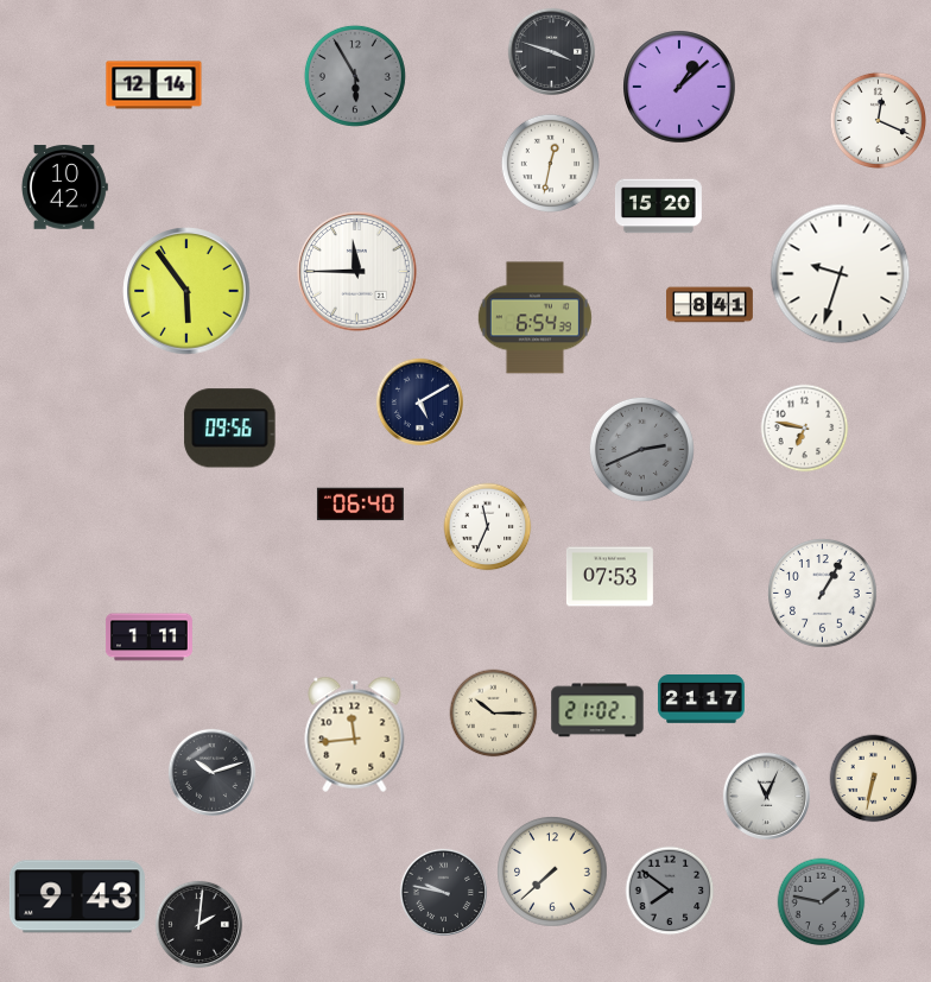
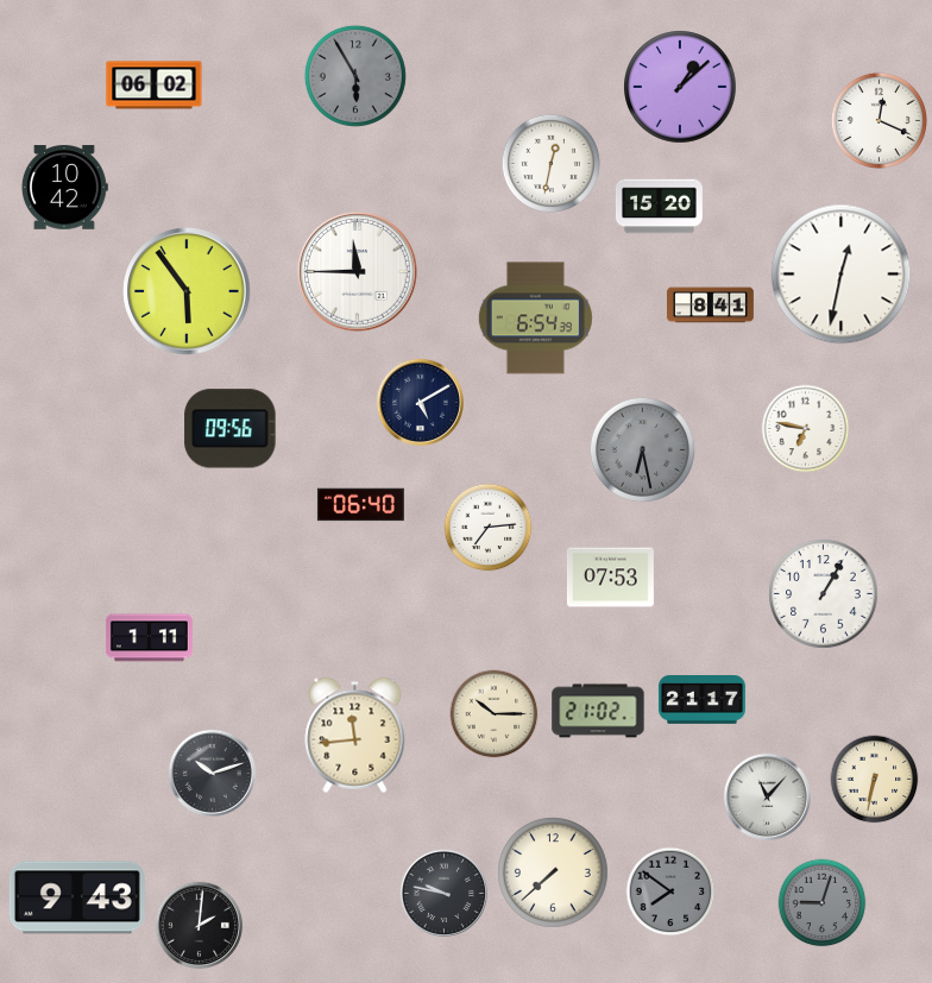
clock at (551, 51): 3:48 -> none
clock at (154, 85): 12:14 -> 06:02
clock at (841, 274): 9:33 -> 12:32
clock at (641, 449): 2:41 -> 6:28
clock at (488, 527): 11:34 -> 7:14
clock at (766, 796): 11:04 -> 11:07
clock at (822, 902): 1:47 -> 9:03
